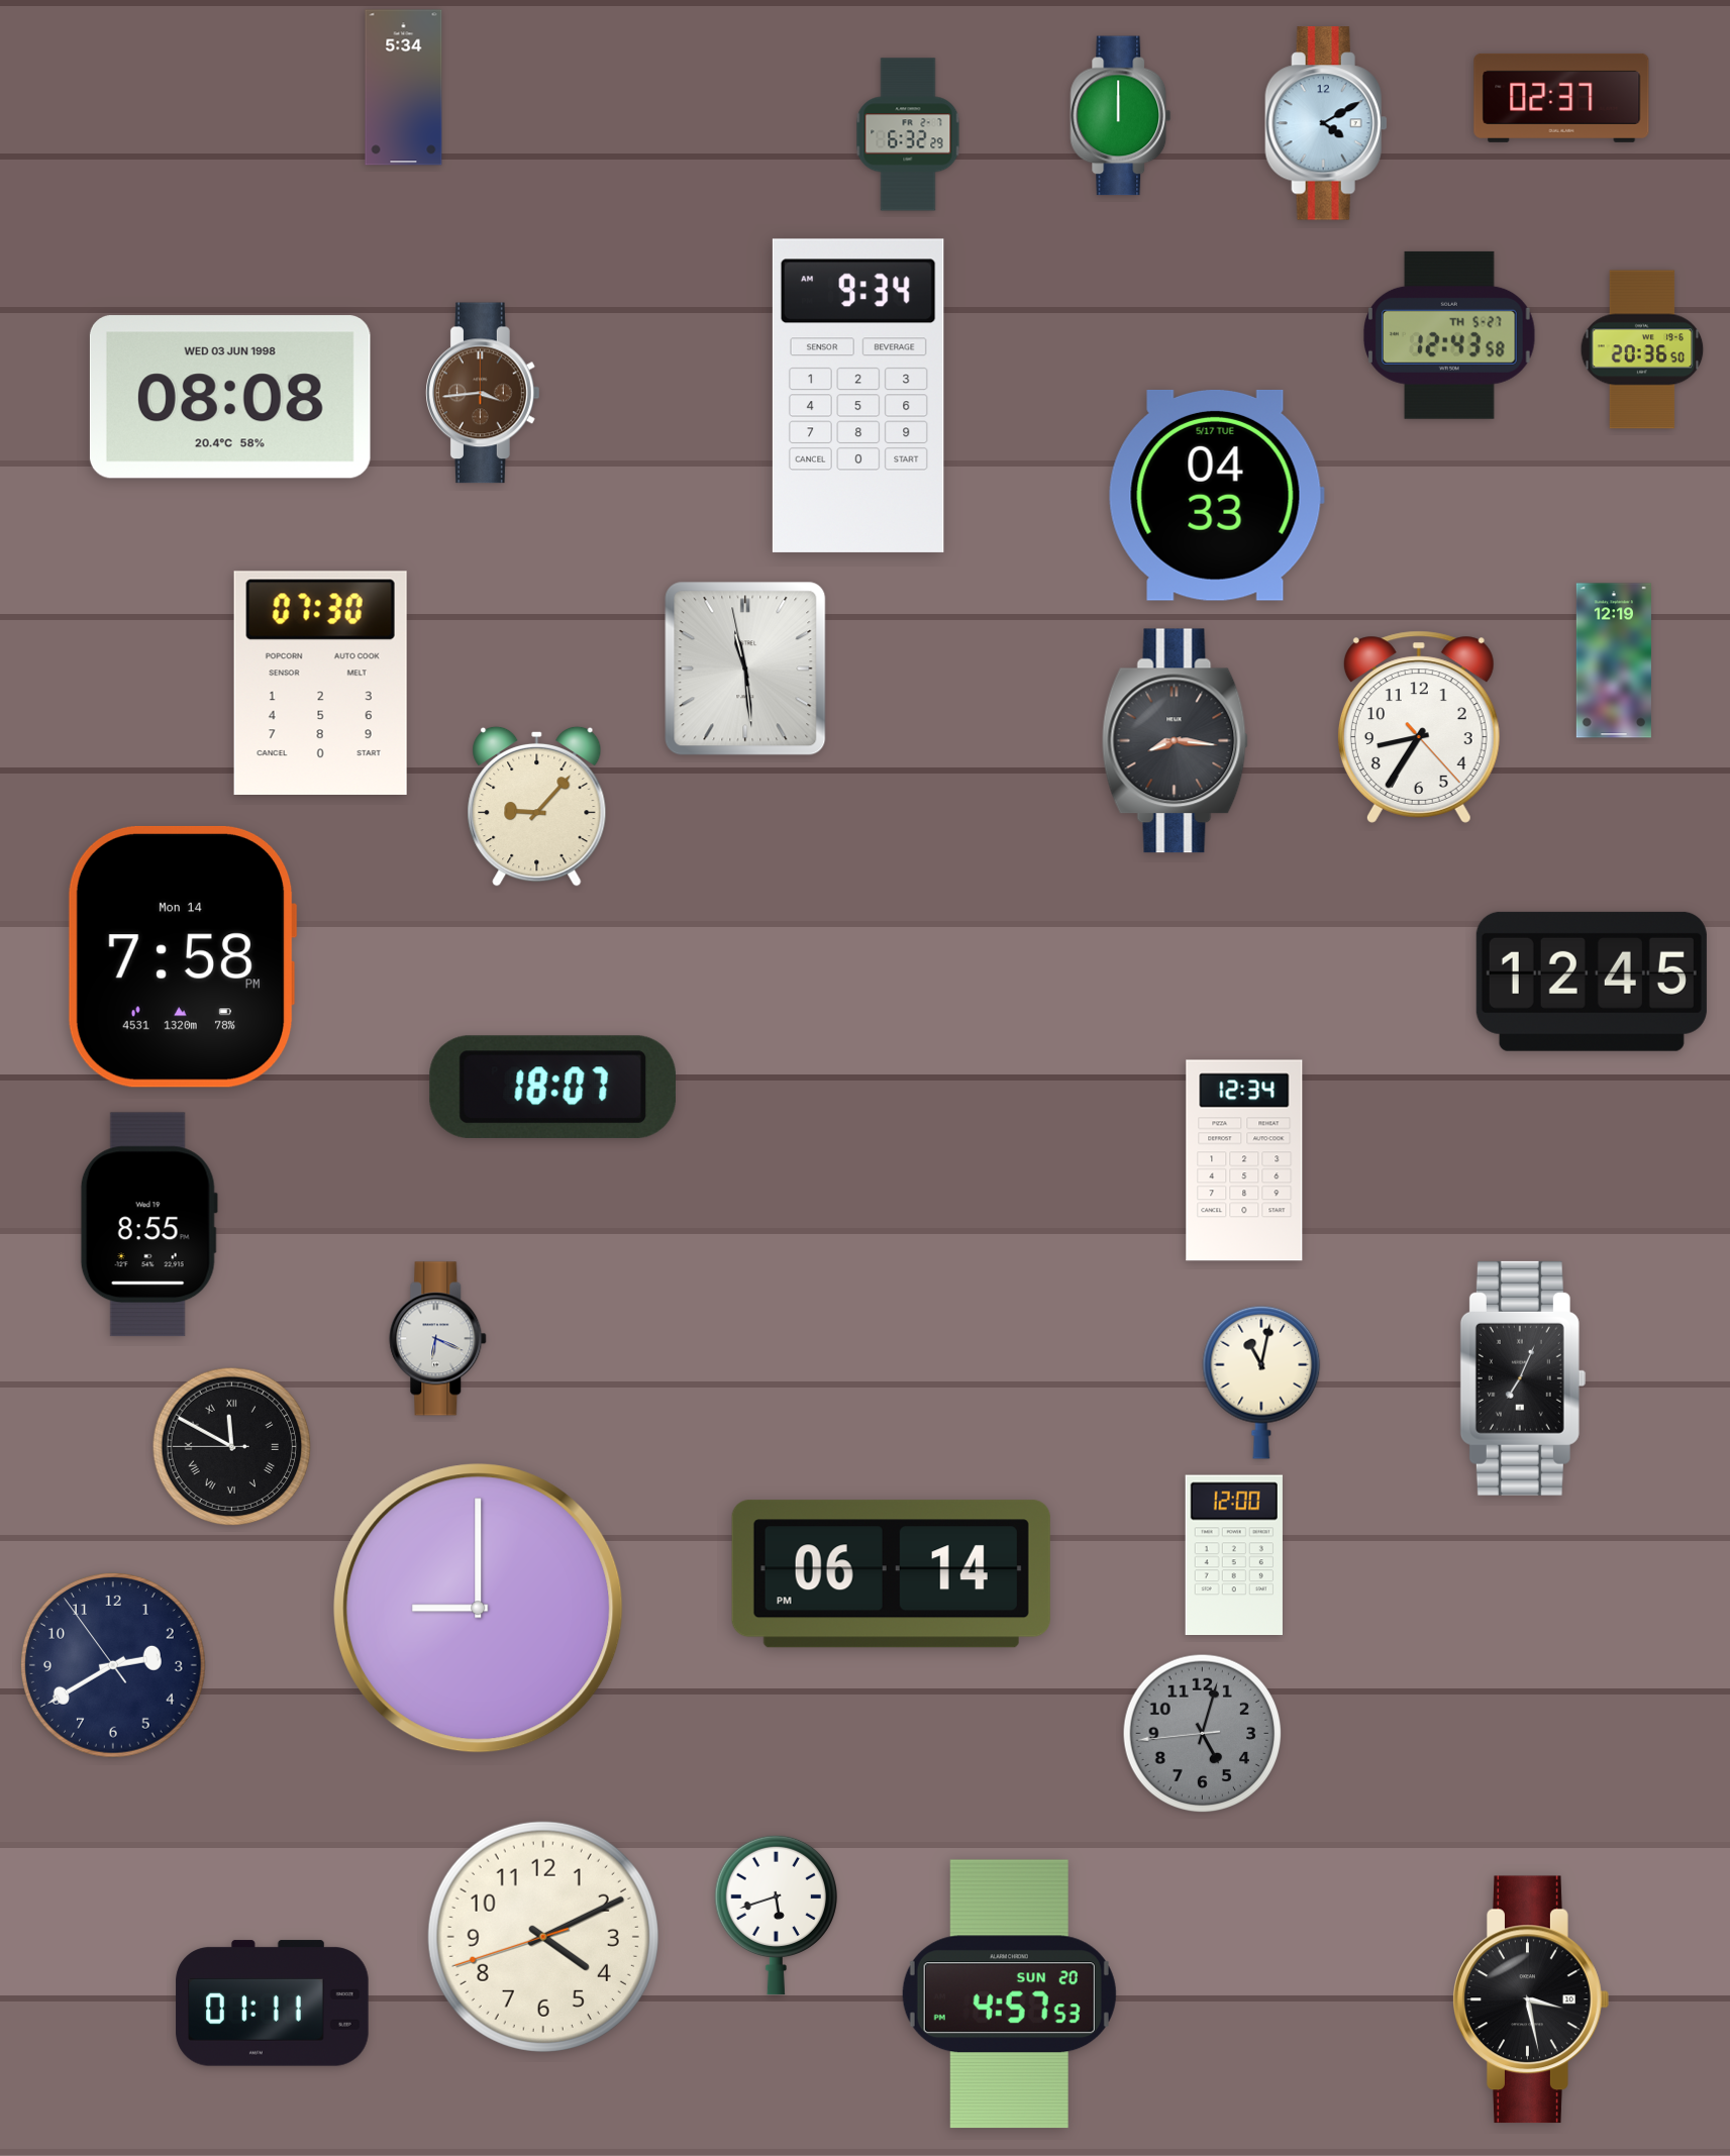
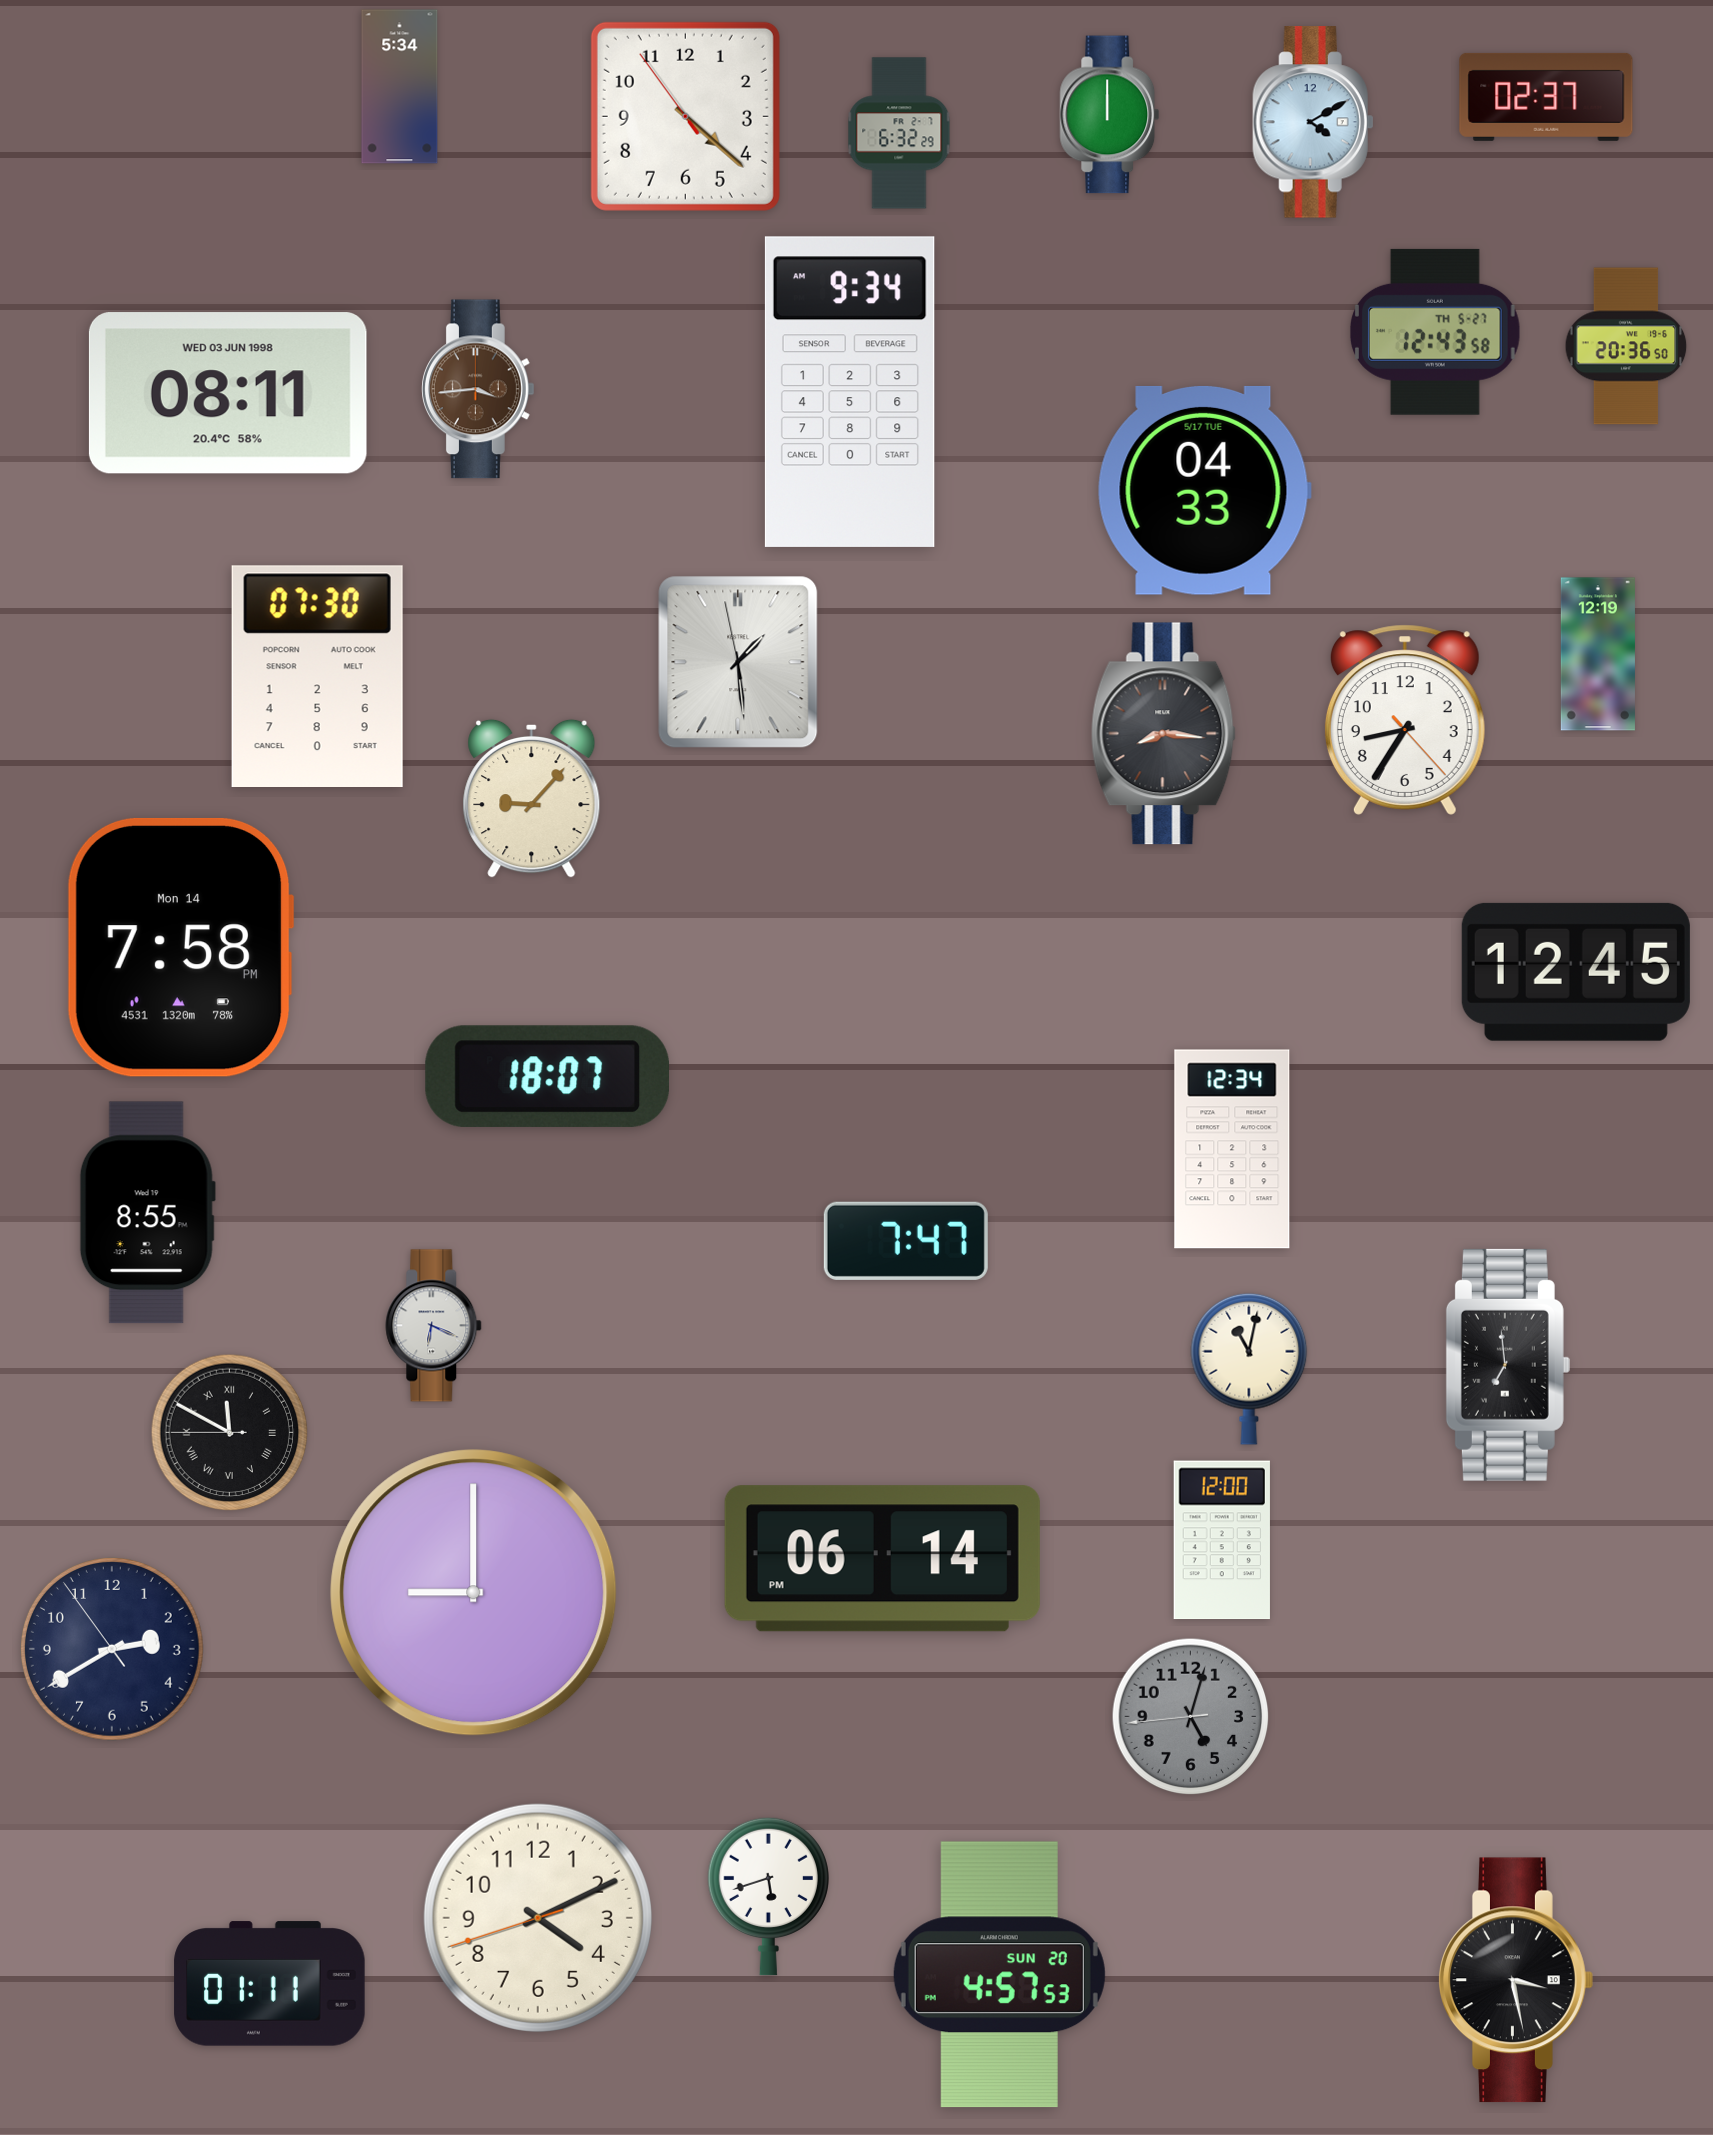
clock at (685, 116): none -> 4:21
clock at (230, 397): 08:08 -> 08:11
clock at (745, 669): 11:28 -> 1:28
clock at (906, 1241): none -> 7:47
clock at (1523, 1378): 7:04 -> 6:59
